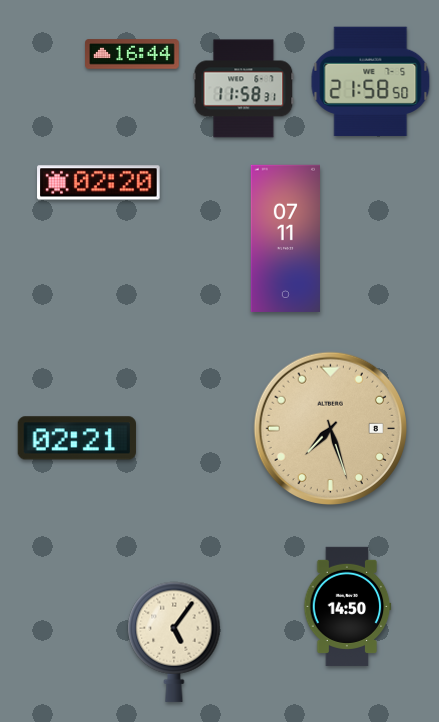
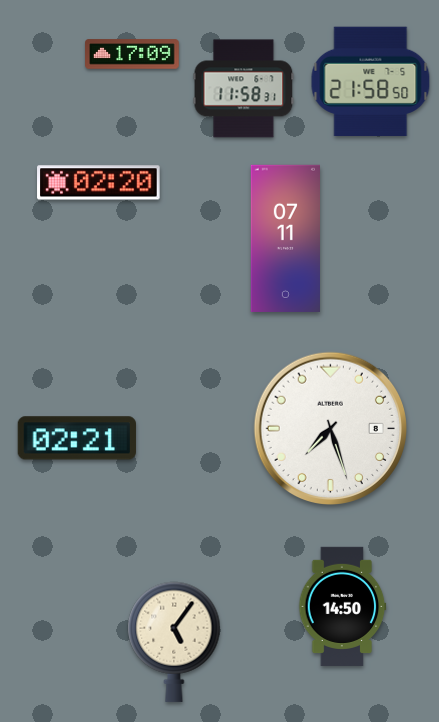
clock at (132, 54): 16:44 -> 17:09
clock at (330, 428) dial: champagne -> white
clock at (348, 606) position: (348, 606) -> (343, 606)
